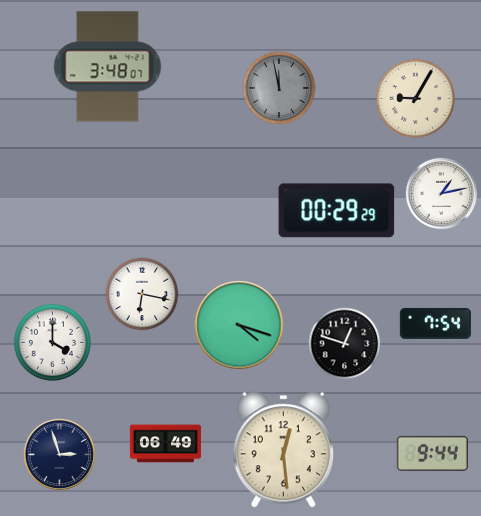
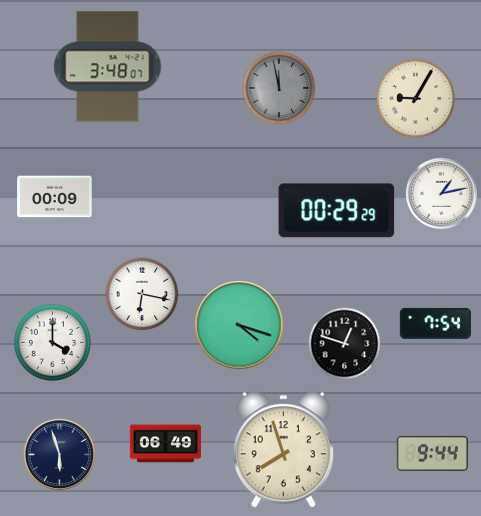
clock at (55, 197): none -> 00:09
clock at (283, 450): 12:29 -> 7:57
clock at (59, 454): 2:57 -> 5:57
